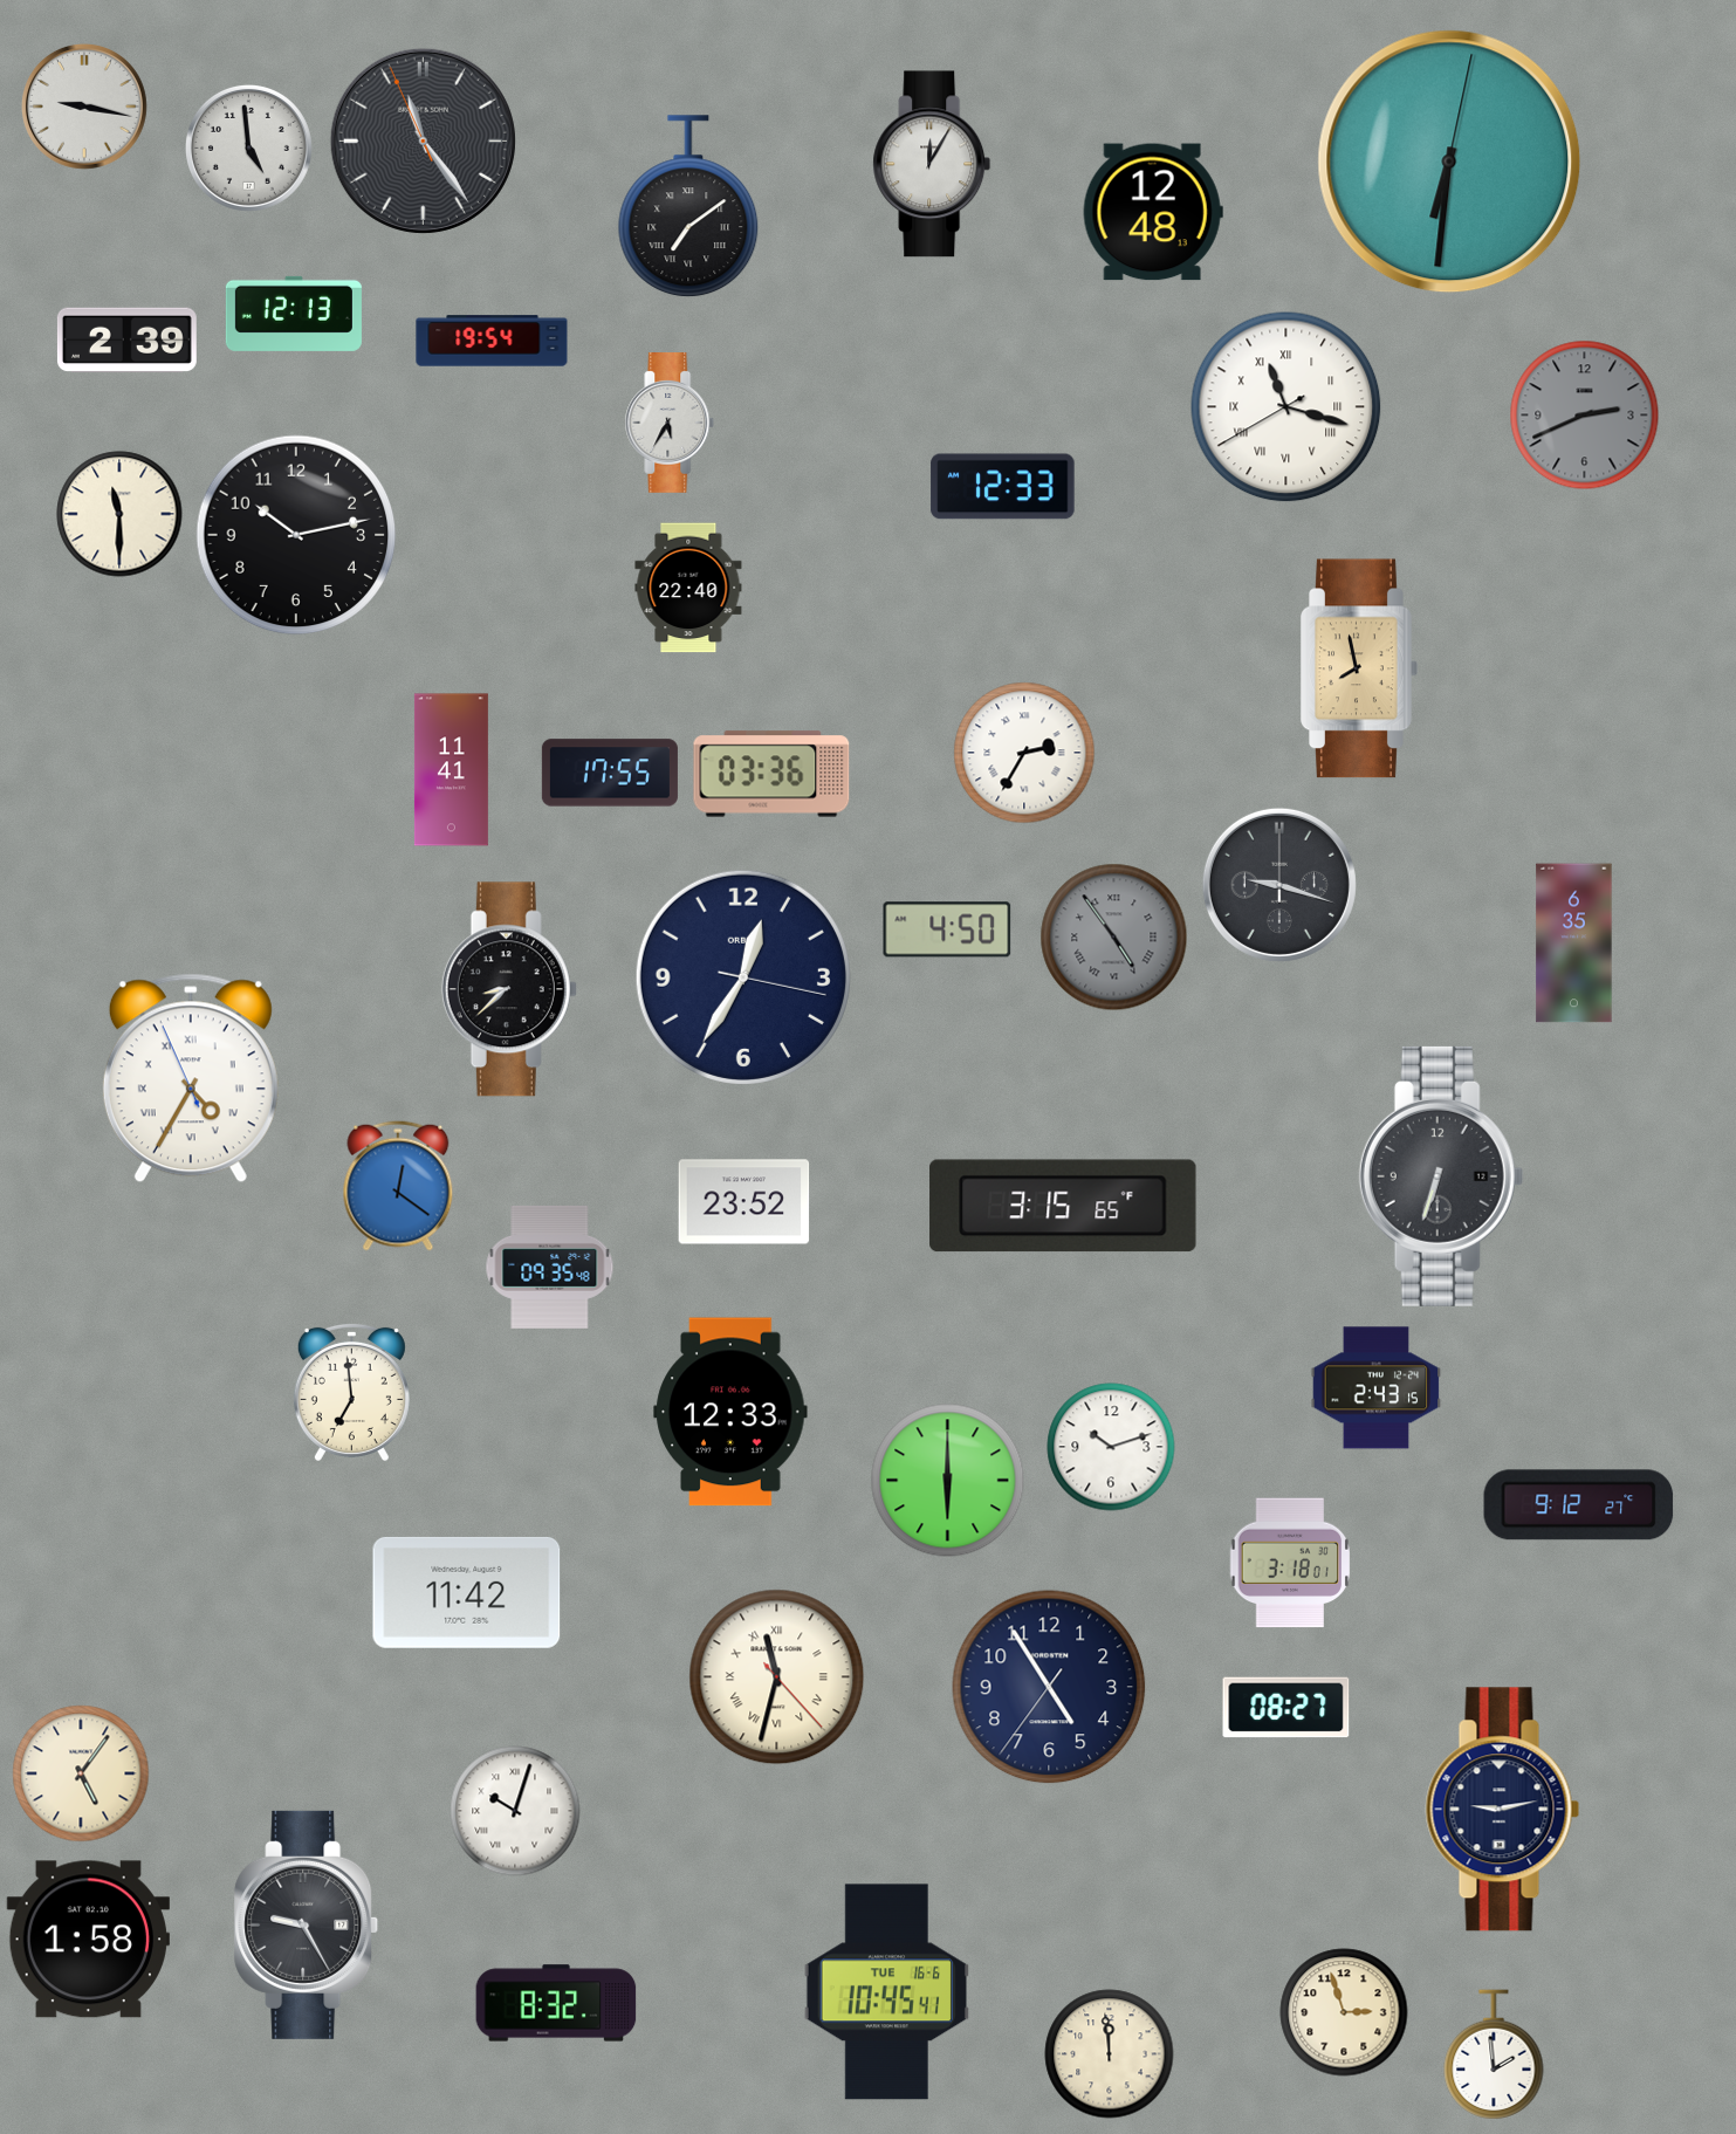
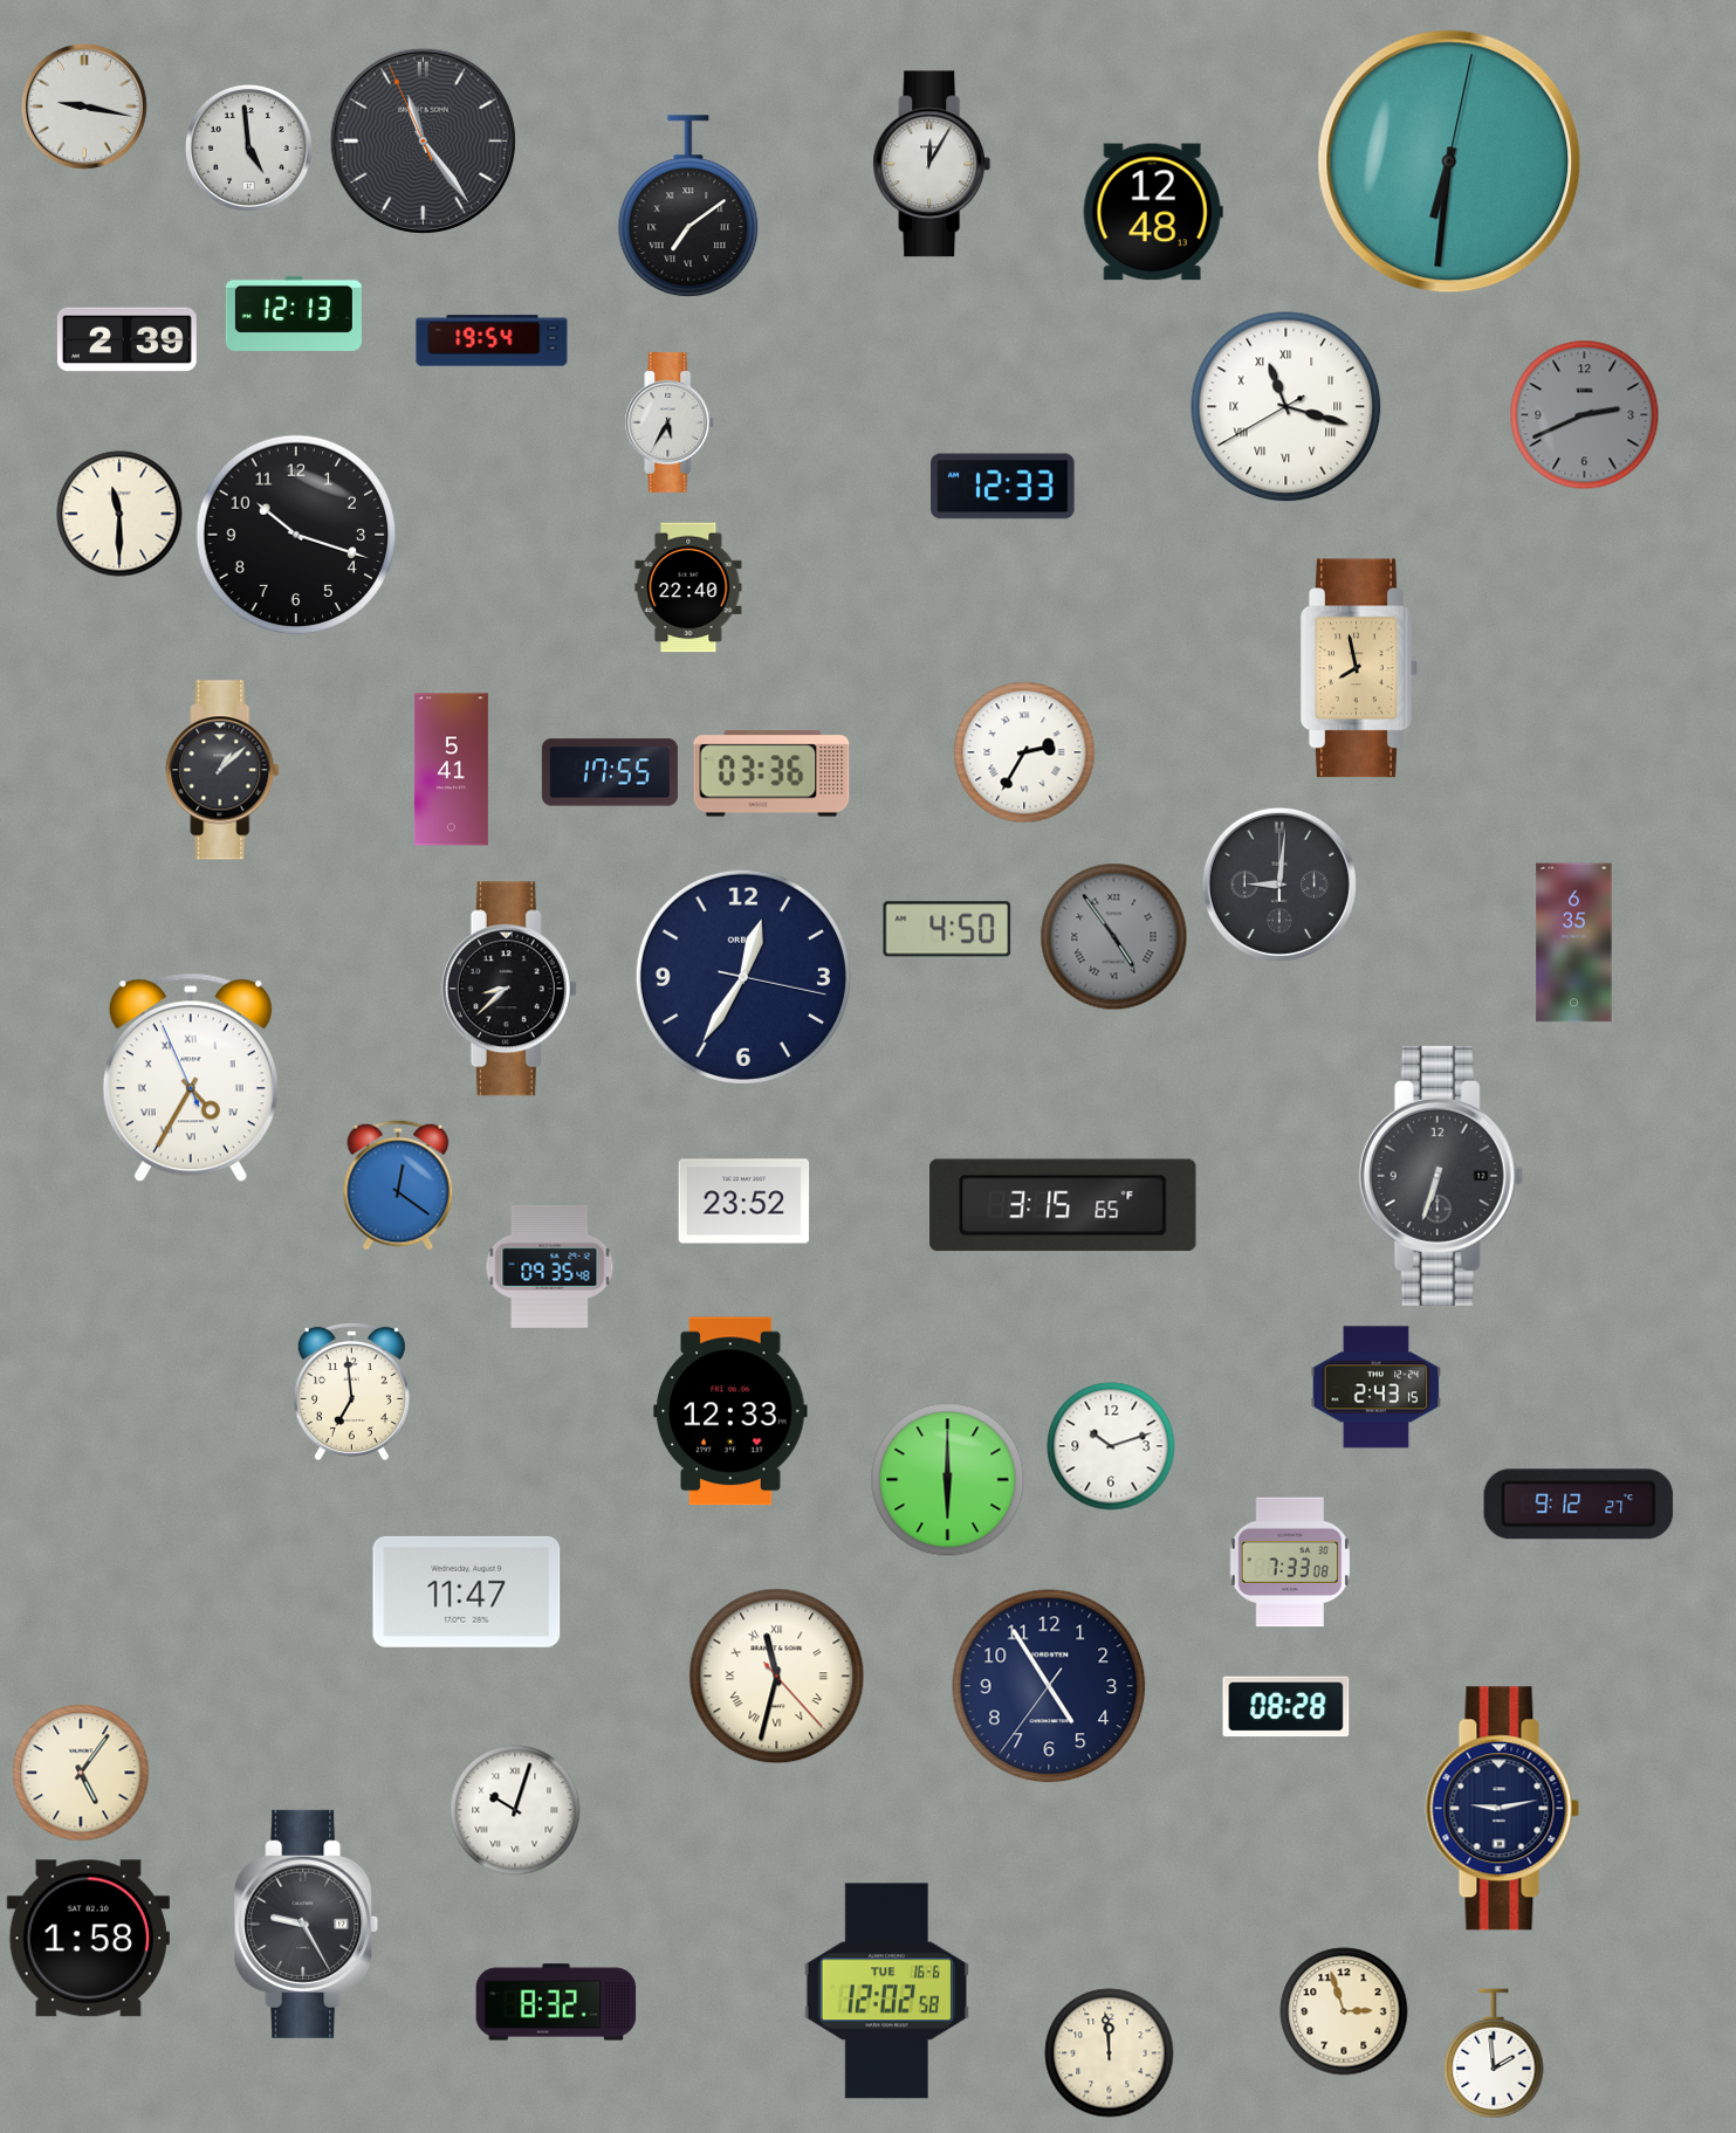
clock at (296, 535): 10:13 -> 10:18
clock at (222, 770): none -> 1:08
clock at (451, 770): 11:41 -> 5:41
clock at (1279, 885): 9:18 -> 9:01
clock at (1290, 1563): 3:18 -> 7:33
clock at (467, 1592): 11:42 -> 11:47
clock at (1286, 1708): 08:27 -> 08:28
clock at (886, 1992): 10:45 -> 12:02
